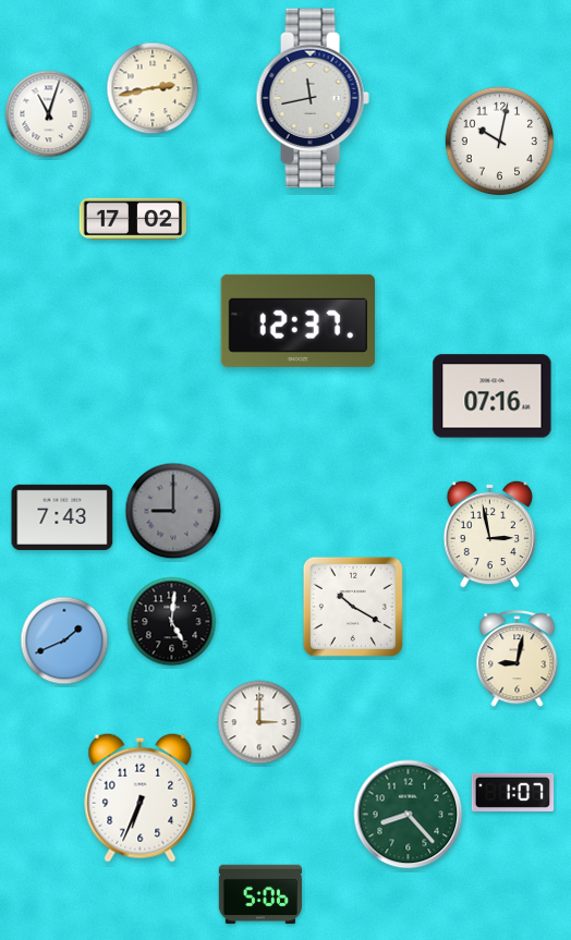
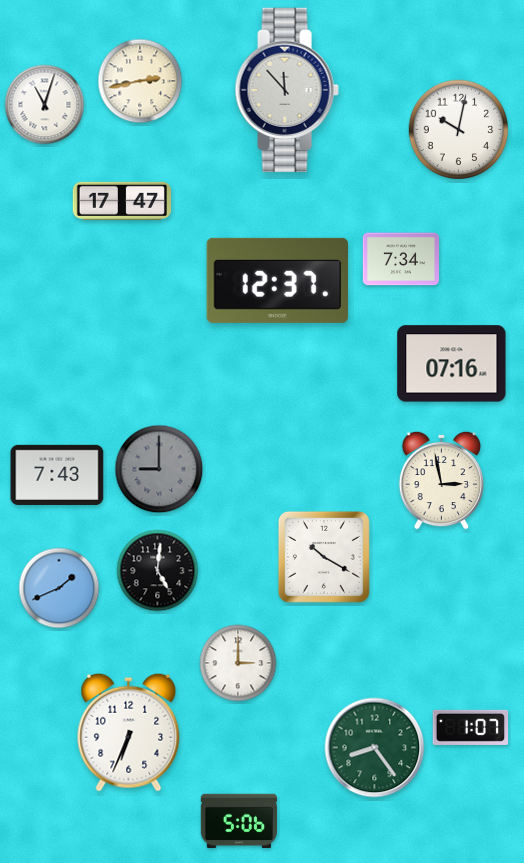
clock at (313, 97): 11:43 -> 11:53
clock at (132, 219): 17:02 -> 17:47
clock at (400, 259): none -> 7:34
clock at (299, 320) position: (299, 320) -> (278, 280)
clock at (489, 534) position: (489, 534) -> (441, 480)
clock at (518, 659): 9:02 -> none
clock at (409, 815): 8:23 -> 8:24
